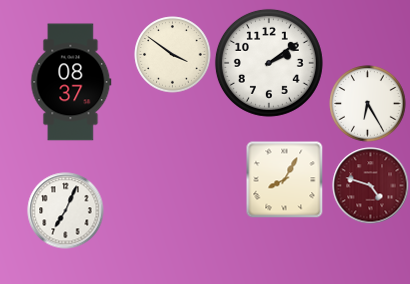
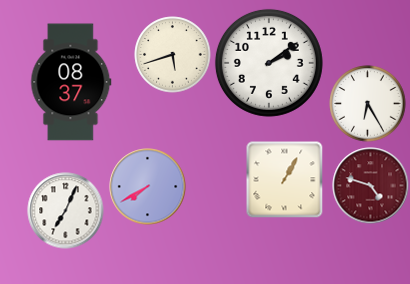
clock at (173, 55): 3:51 -> 5:42
clock at (284, 179): 8:05 -> 1:05
clock at (148, 187): none -> 7:40
